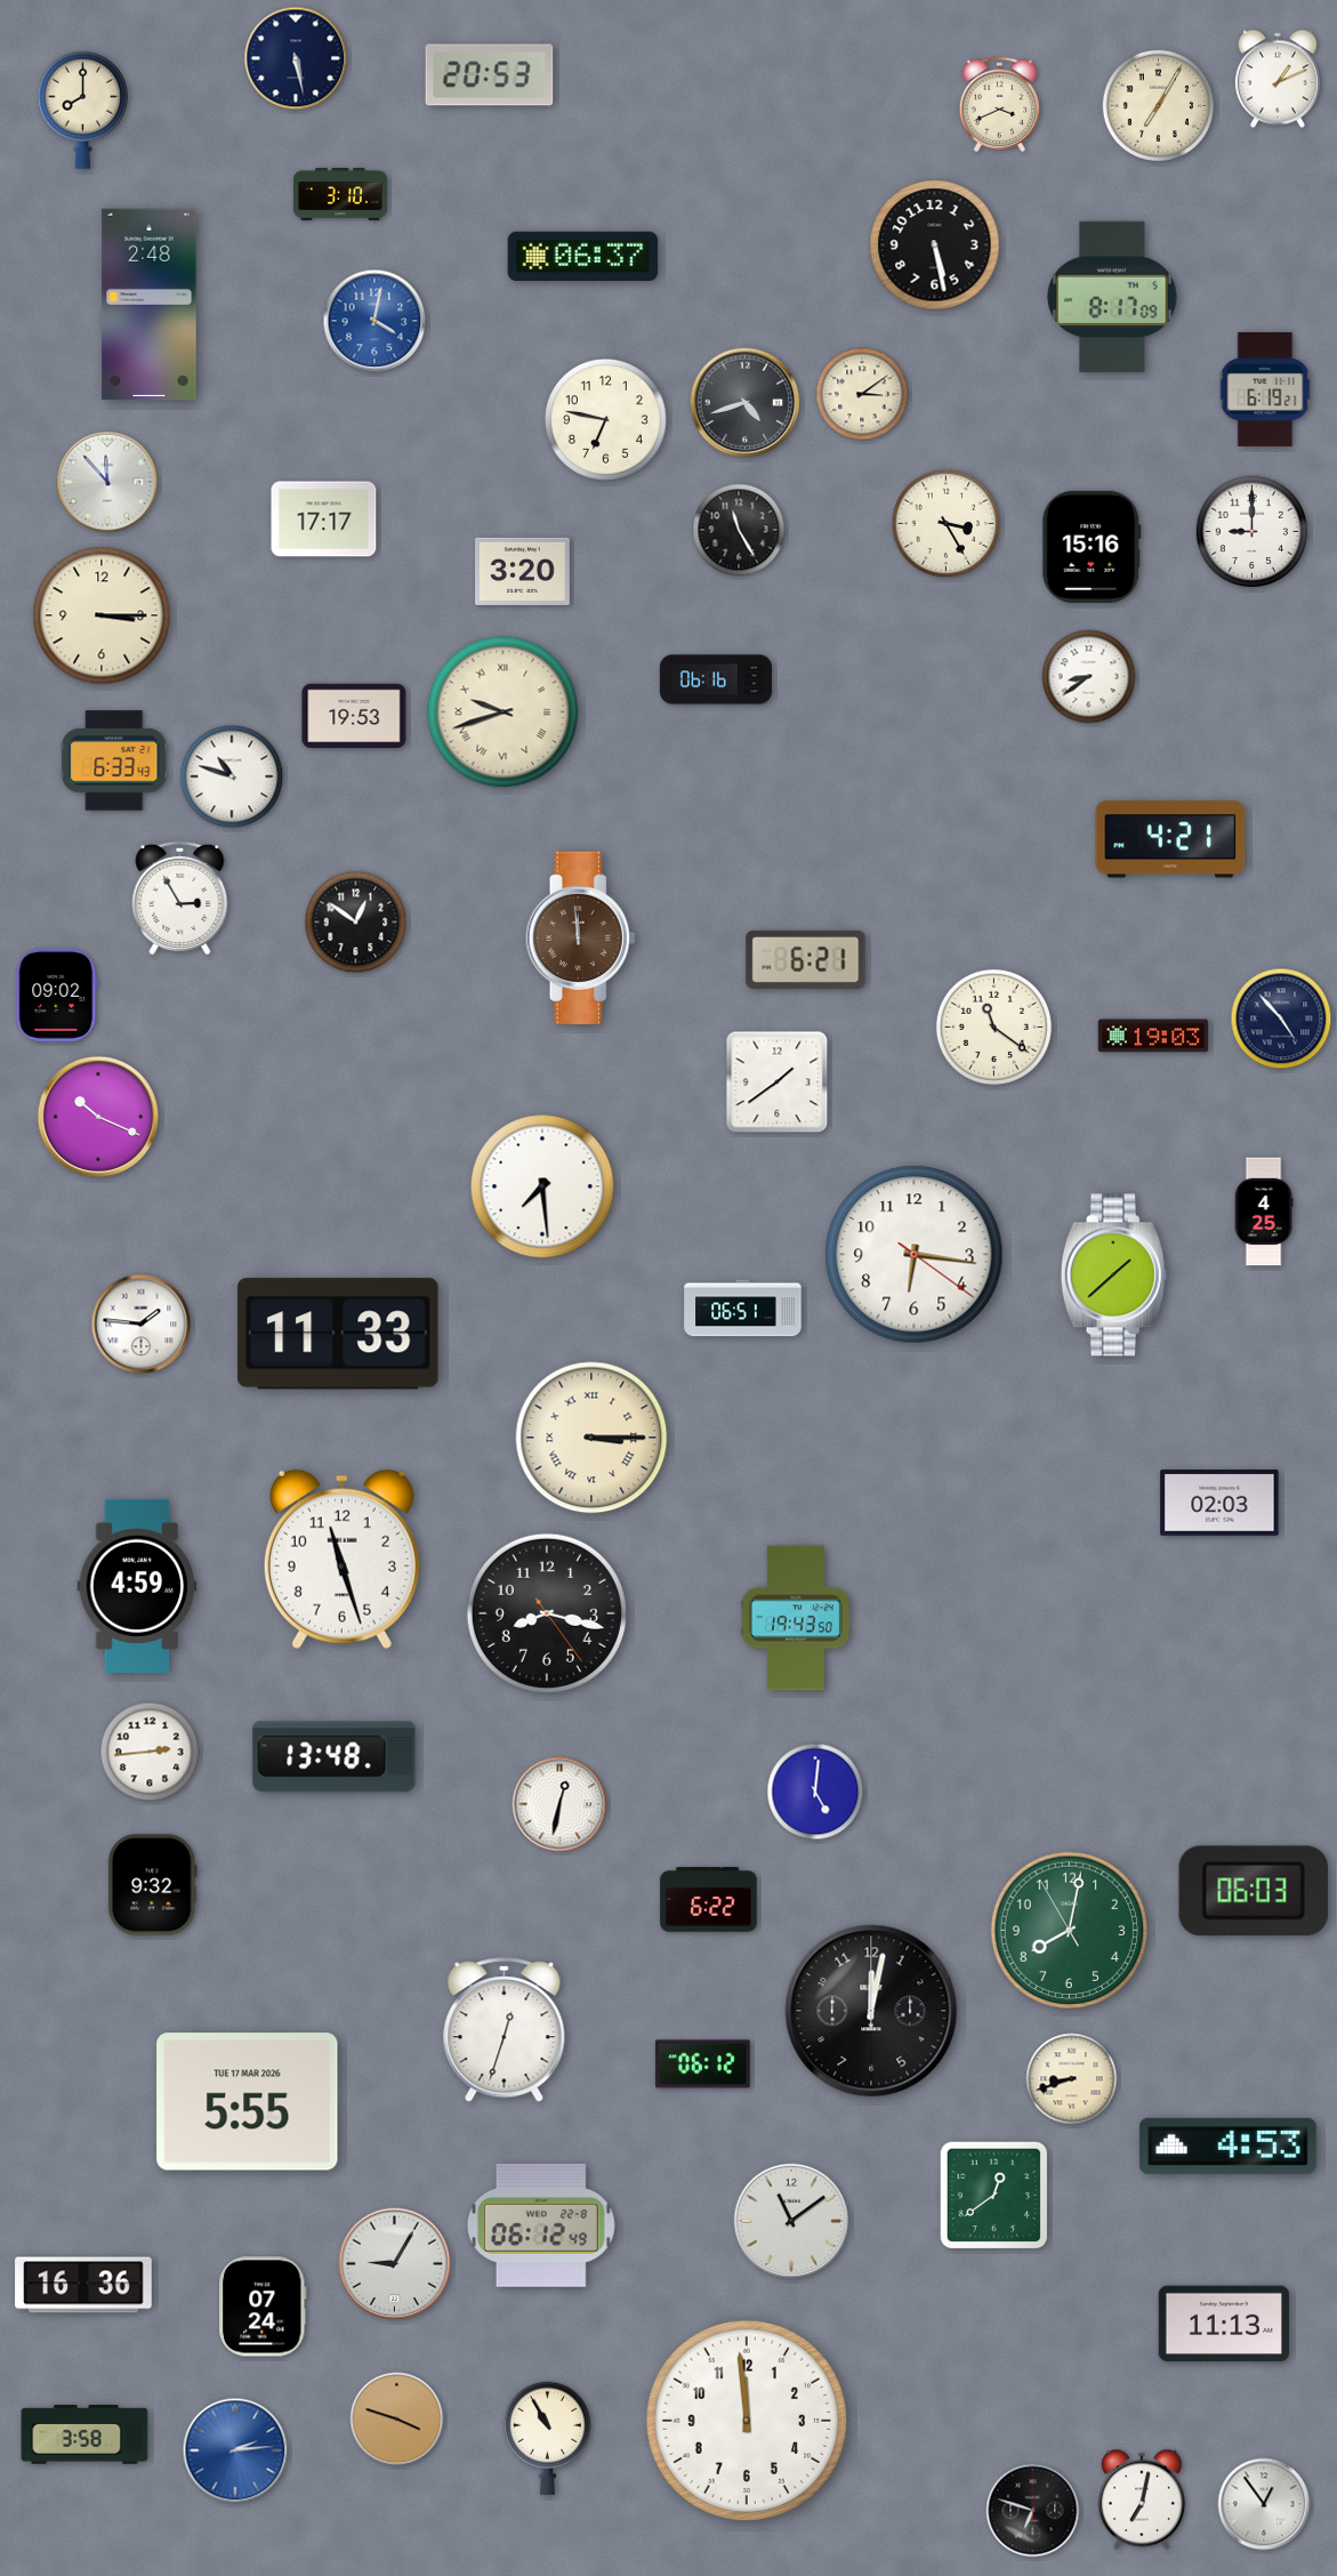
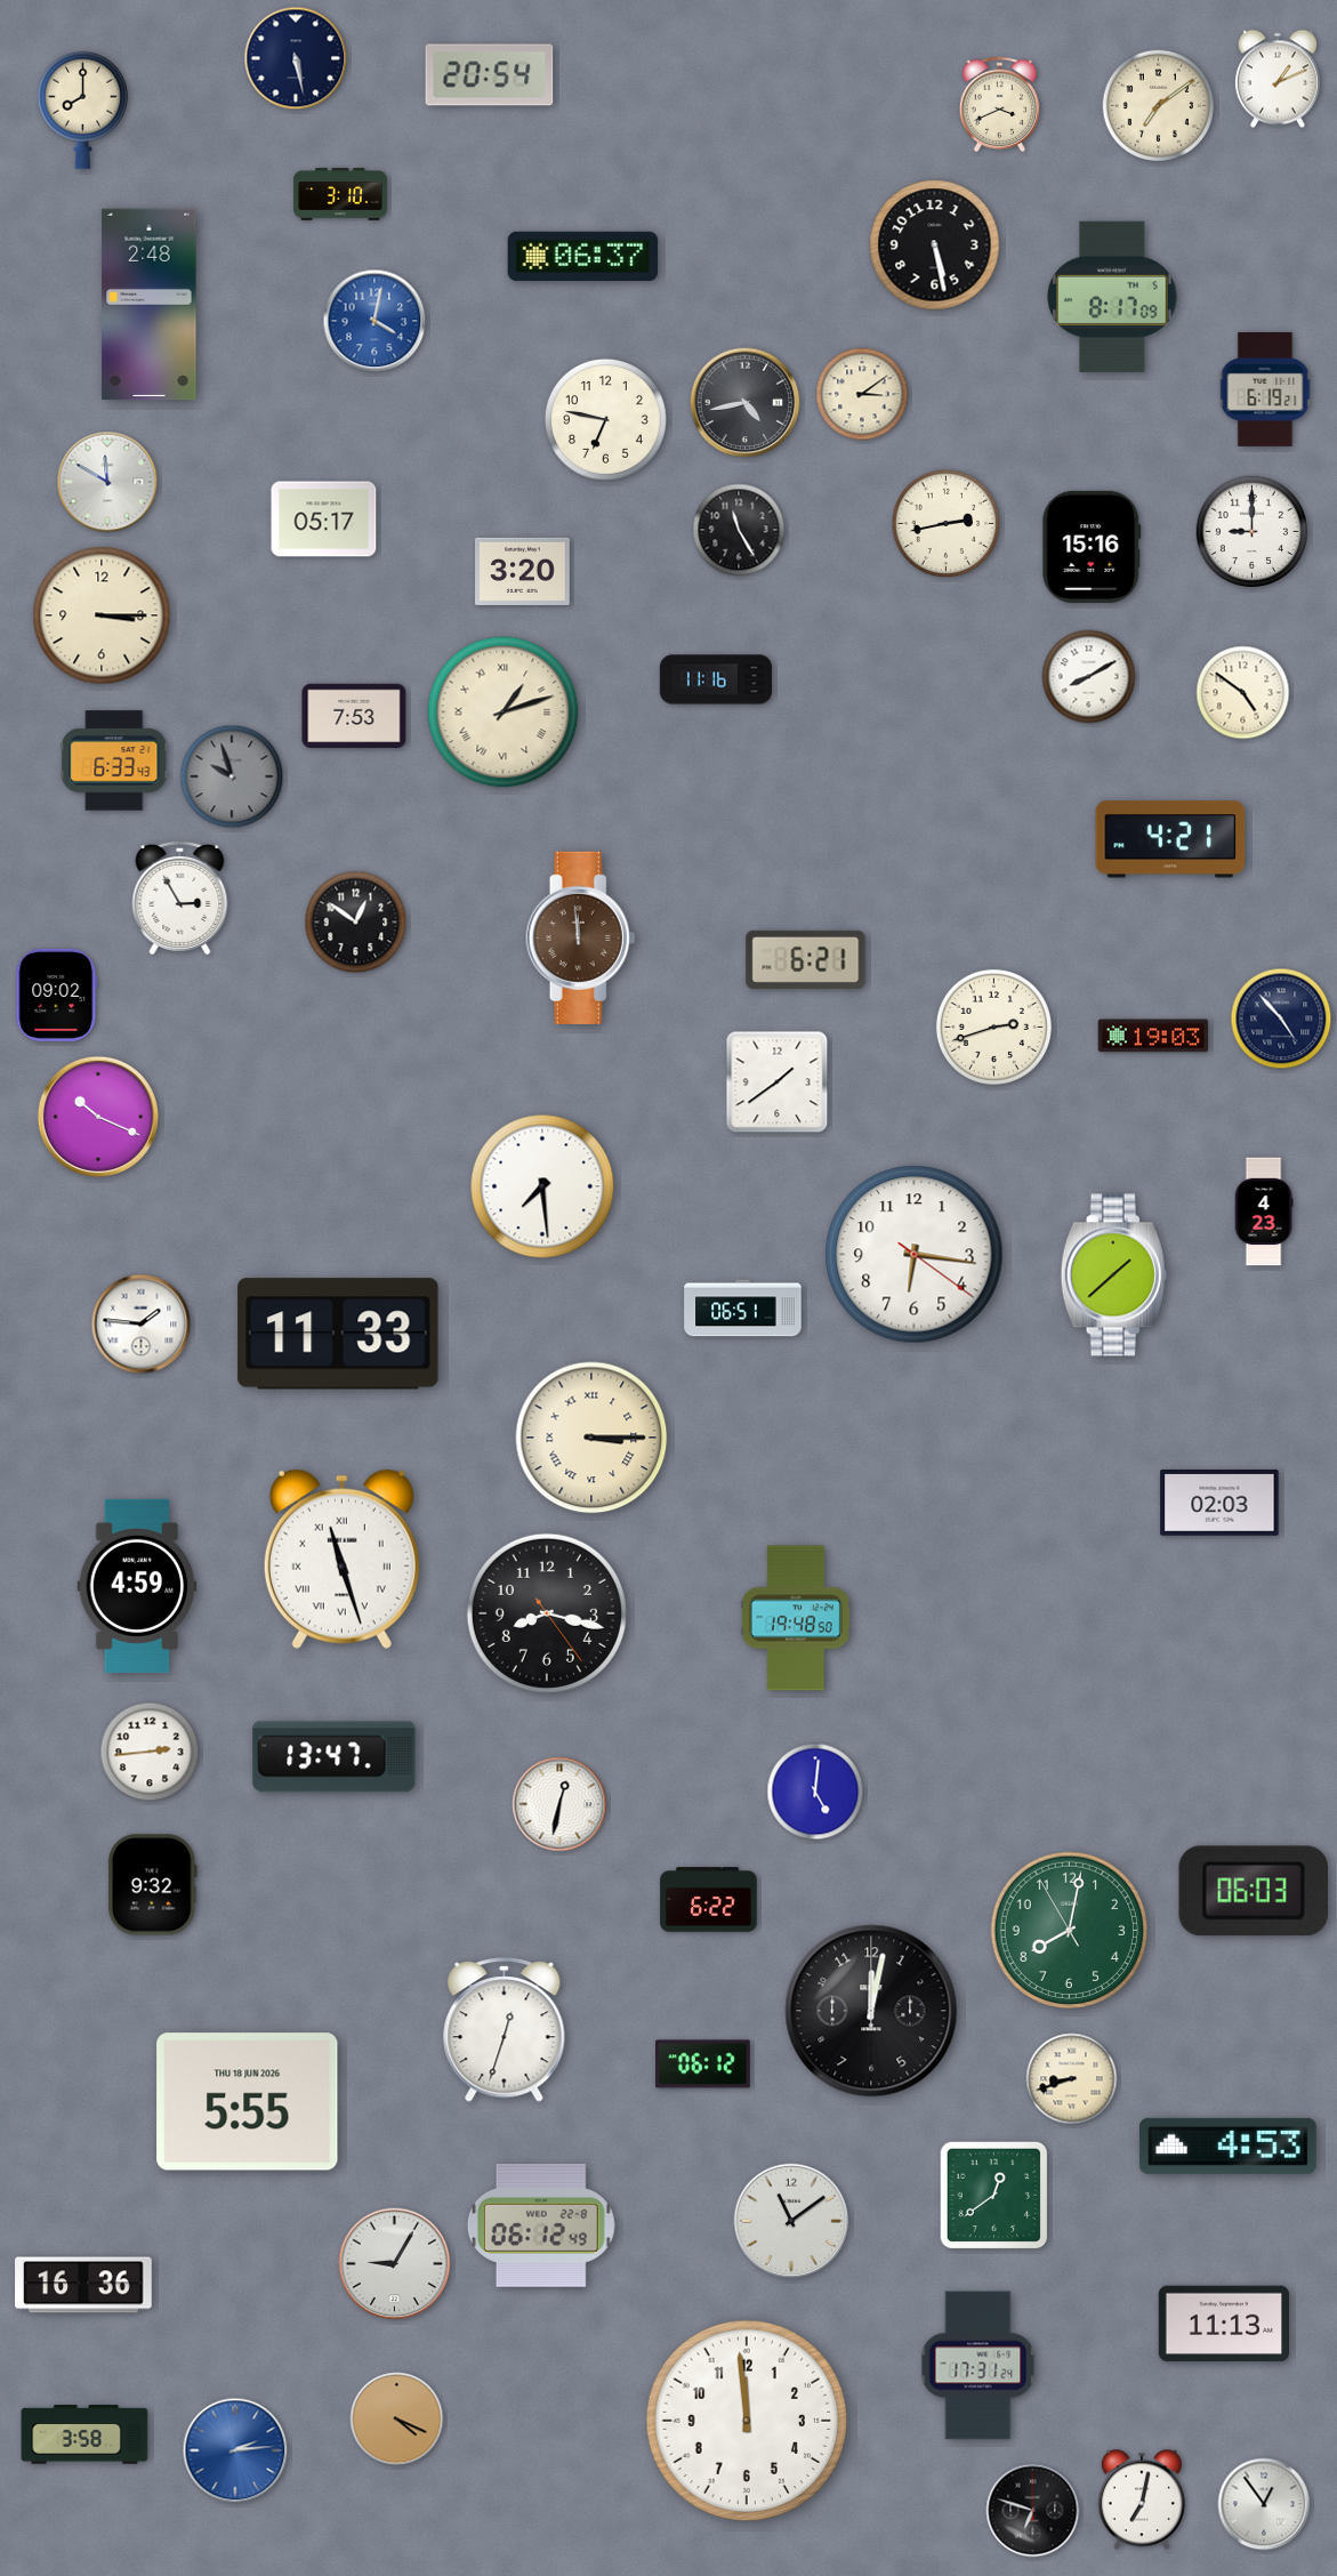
clock at (490, 75): 20:53 -> 20:54
clock at (1158, 105): 7:05 -> 7:09
clock at (746, 403): 4:42 -> 4:43
clock at (107, 482): 11:53 -> 11:50
clock at (324, 520): 17:17 -> 05:17
clock at (947, 524): 3:25 -> 2:43
clock at (1089, 677): 8:39 -> 8:10
clock at (716, 679): 06:16 -> 11:16
clock at (1243, 693): none -> 4:51
clock at (504, 713): 9:42 -> 1:12
clock at (354, 716): 19:53 -> 7:53
clock at (232, 776): 10:48 -> 9:57
clock at (232, 776) dial: white -> grey
clock at (993, 1027): 11:21 -> 2:42
clock at (1264, 1211): 4:25 -> 4:23
clock at (341, 1559) numerals: Arabic -> Roman
clock at (796, 1618): 19:43 -> 19:48
clock at (335, 1757): 13:48 -> 13:47
clock at (248, 2102) date: TUE 17 MAR 2026 -> THU 18 JUN 2026
clock at (264, 2307): 07:24 -> none
clock at (978, 2366): none -> 17:31
clock at (397, 2420): 3:48 -> 4:19
clock at (547, 2438): 10:55 -> none
